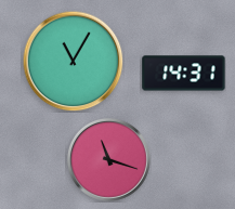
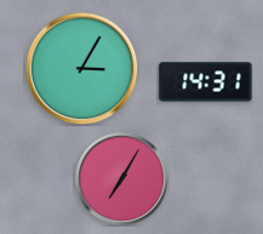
clock at (73, 61): 11:05 -> 3:05
clock at (108, 159): 11:18 -> 7:05
